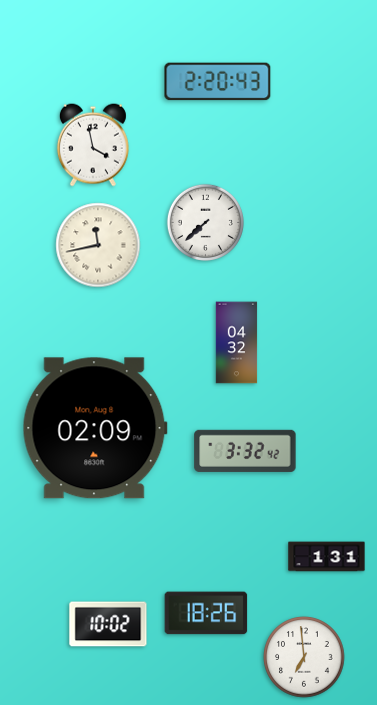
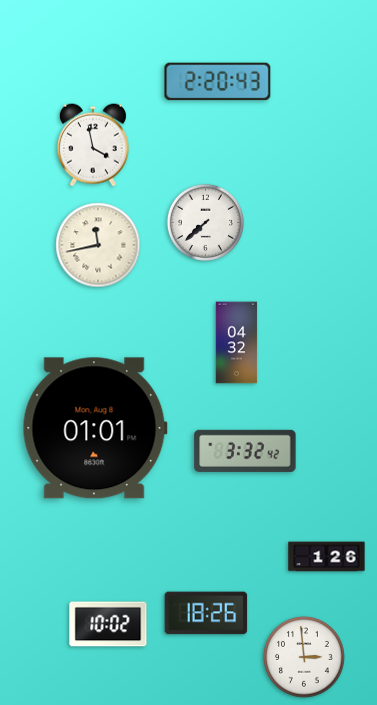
clock at (95, 428): 02:09 -> 01:01
clock at (327, 557): 1:31 -> 1:26
clock at (304, 657): 6:59 -> 2:59
